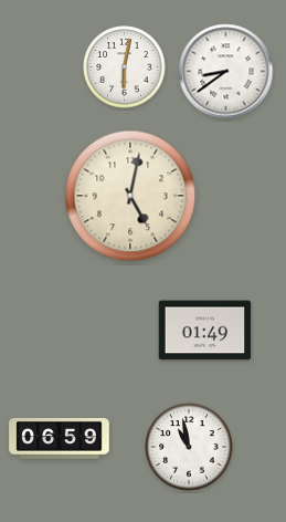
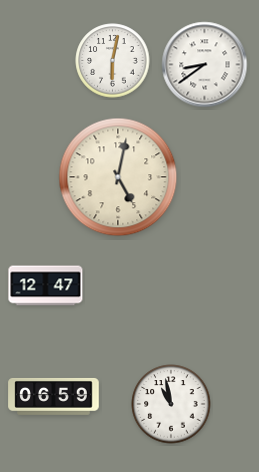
clock at (46, 286): none -> 12:47
clock at (205, 331): 01:49 -> none
